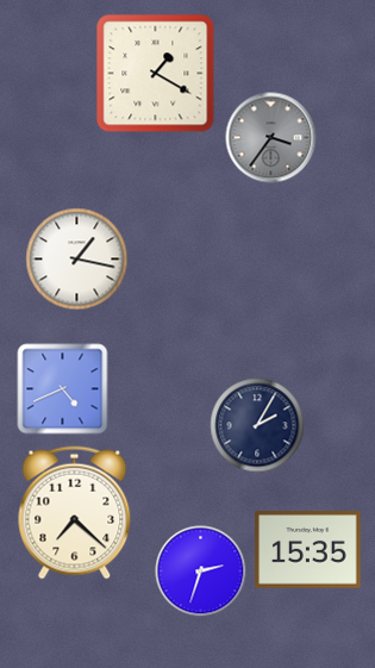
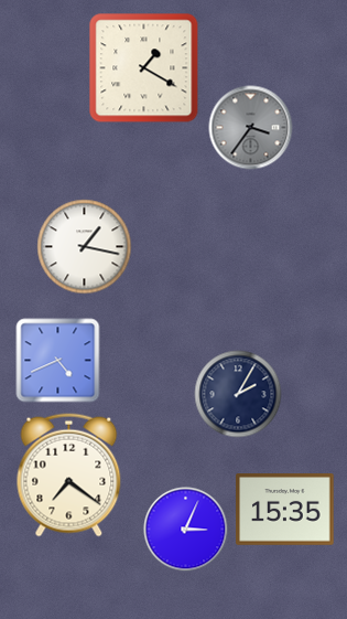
clock at (77, 260) position: (77, 260) -> (85, 247)
clock at (75, 513): 7:22 -> 7:21
clock at (201, 572): 2:33 -> 3:04
